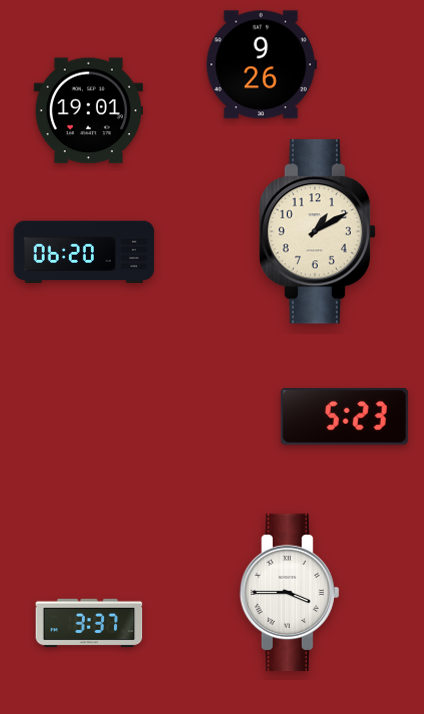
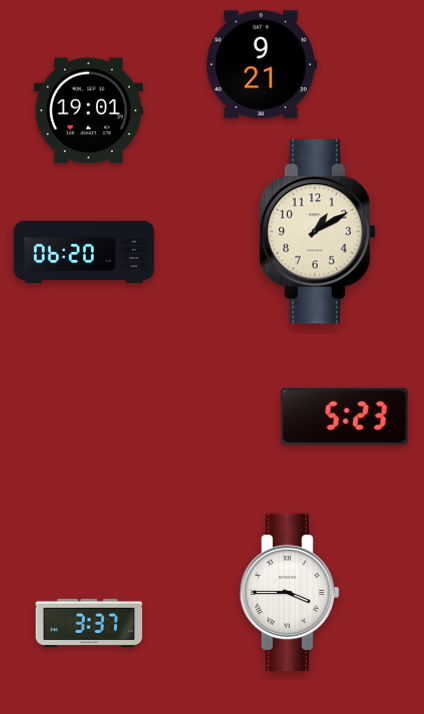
clock at (261, 65): 9:26 -> 9:21
